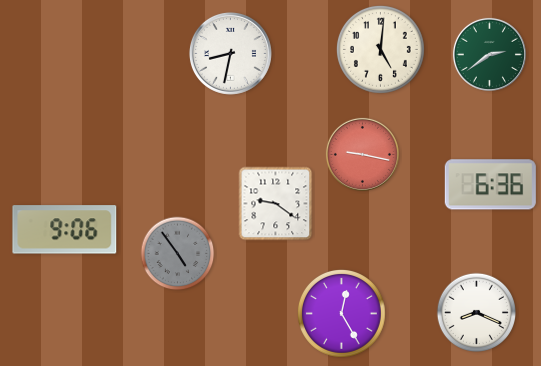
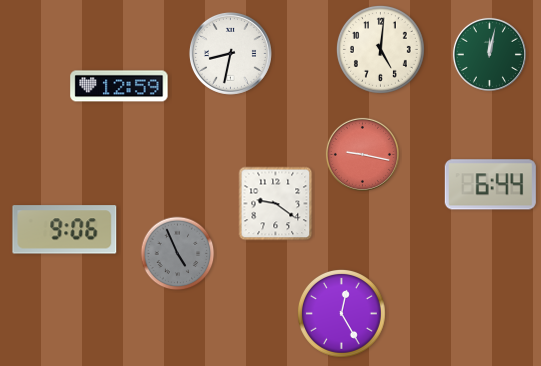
clock at (489, 54): 2:39 -> 12:02
clock at (119, 86): none -> 12:59
clock at (490, 185): 6:36 -> 6:44
clock at (178, 254): 4:54 -> 4:56
clock at (476, 312): 8:19 -> none
